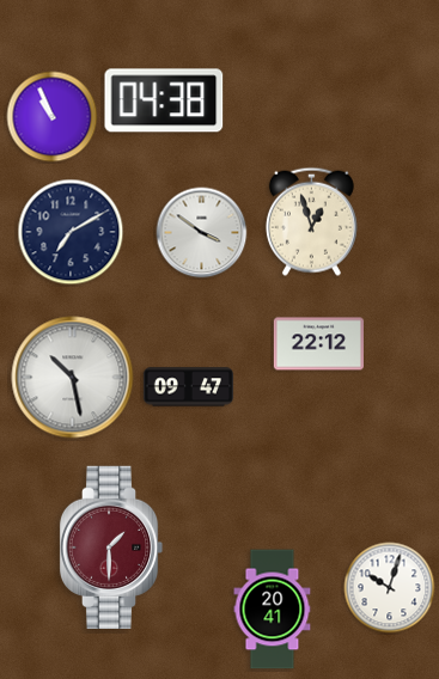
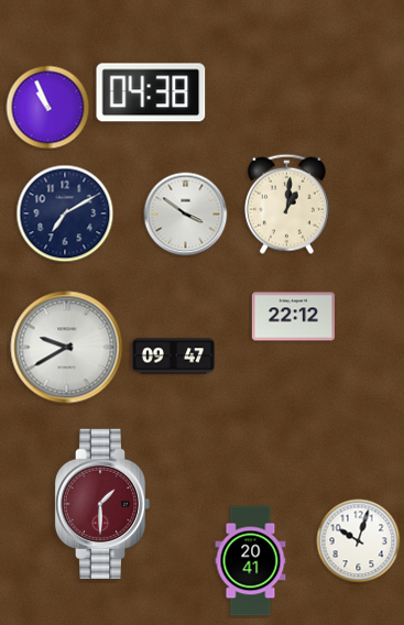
clock at (311, 221): 12:57 -> 1:01
clock at (73, 378): 10:28 -> 9:40
